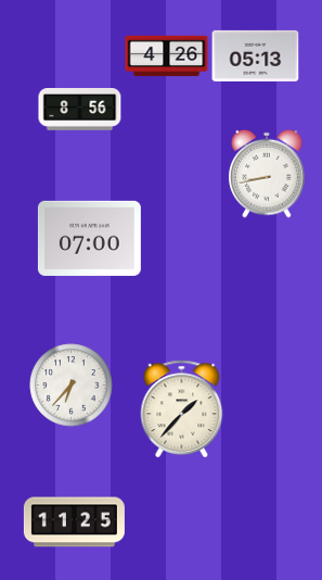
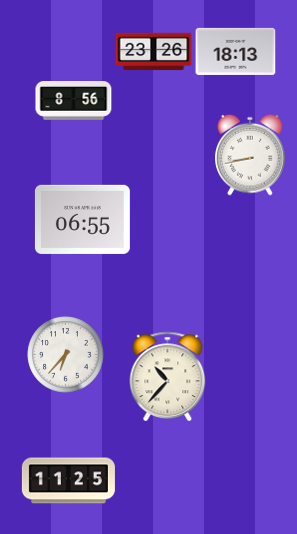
clock at (256, 55): 05:13 -> 18:13
clock at (167, 56): 4:26 -> 23:26
clock at (267, 174) position: (267, 174) -> (250, 155)
clock at (89, 238): 07:00 -> 06:55
clock at (182, 408): 1:37 -> 10:37
